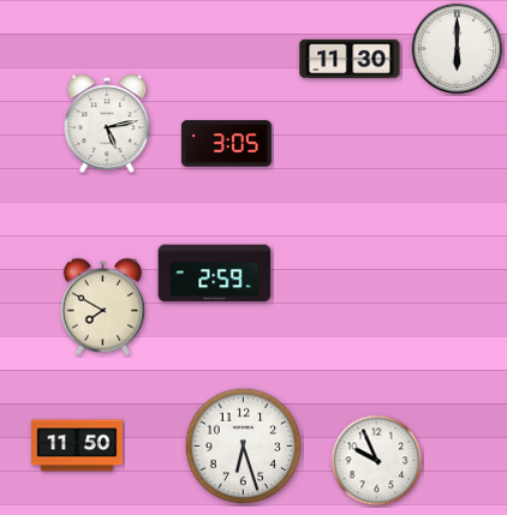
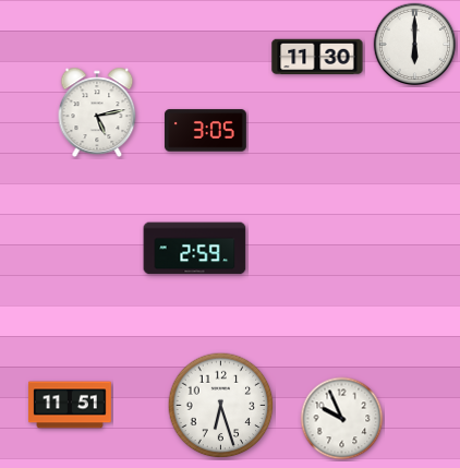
clock at (350, 59) position: (350, 59) -> (317, 57)
clock at (103, 306): 7:50 -> none
clock at (77, 445): 11:50 -> 11:51
